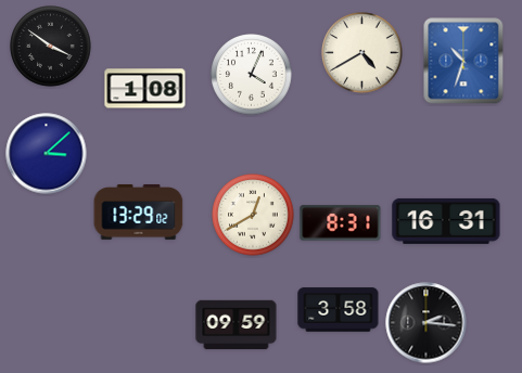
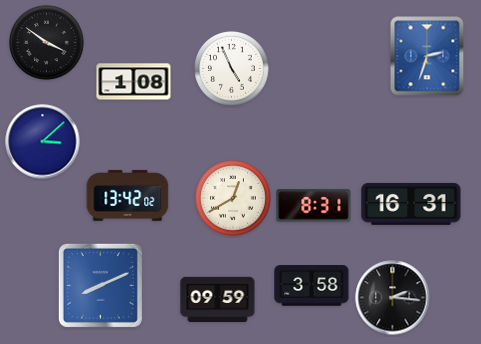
clock at (362, 53): 4:40 -> none
clock at (463, 61): 10:33 -> 2:33
clock at (252, 75): 4:04 -> 4:56
clock at (139, 211): 13:29 -> 13:42
clock at (100, 285): none -> 8:11
